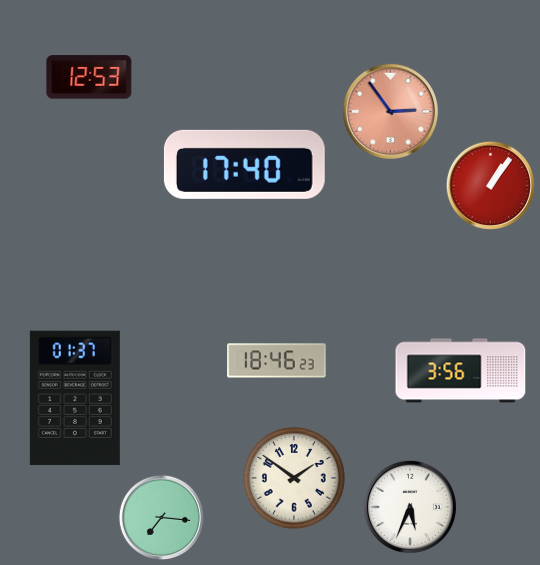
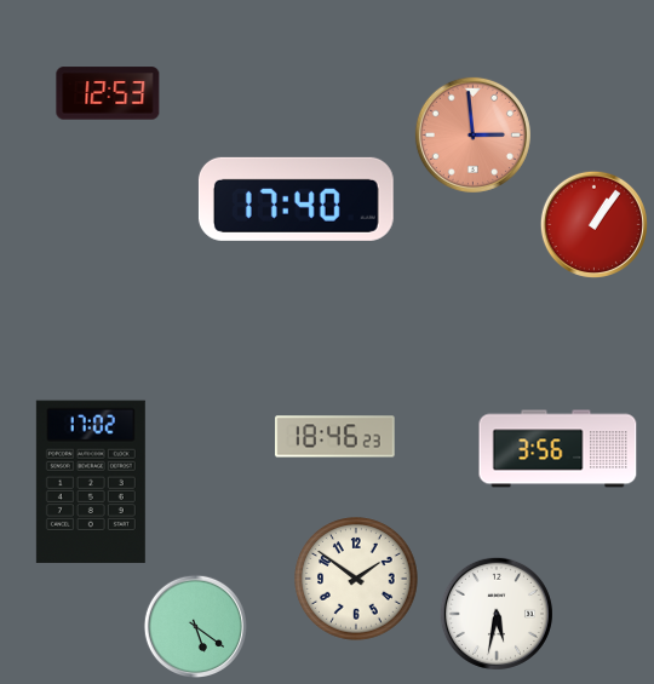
clock at (390, 111): 2:54 -> 2:59
clock at (75, 398): 01:37 -> 17:02
clock at (410, 507): 5:34 -> 5:32
clock at (161, 517): 7:16 -> 5:21
